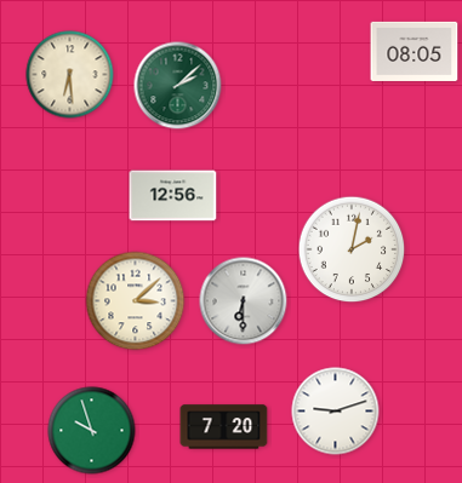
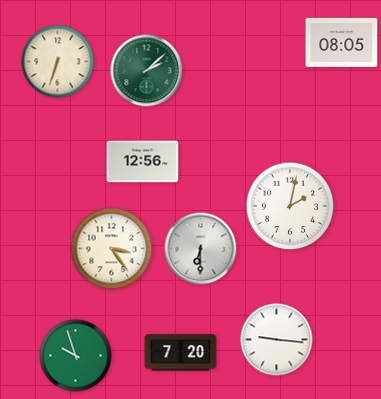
clock at (70, 75): 6:29 -> 6:33
clock at (136, 301): 3:08 -> 3:24
clock at (336, 412): 9:12 -> 9:16
clock at (224, 427) position: (224, 427) -> (181, 353)
